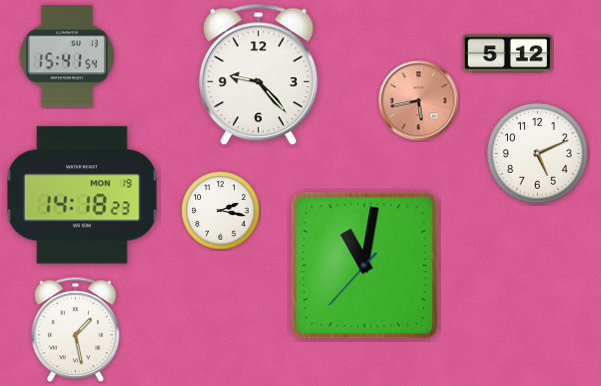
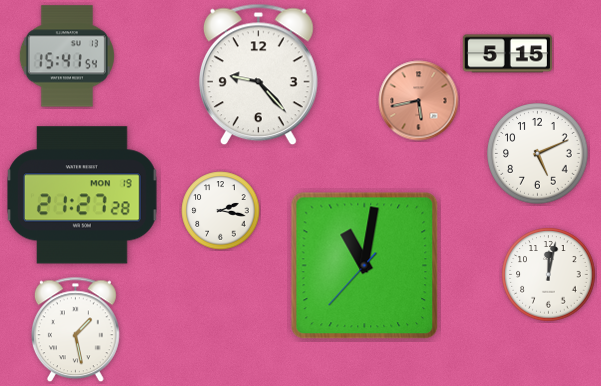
clock at (507, 54): 5:12 -> 5:15
clock at (83, 195): 14:18 -> 21:27
clock at (549, 275): none -> 12:02
